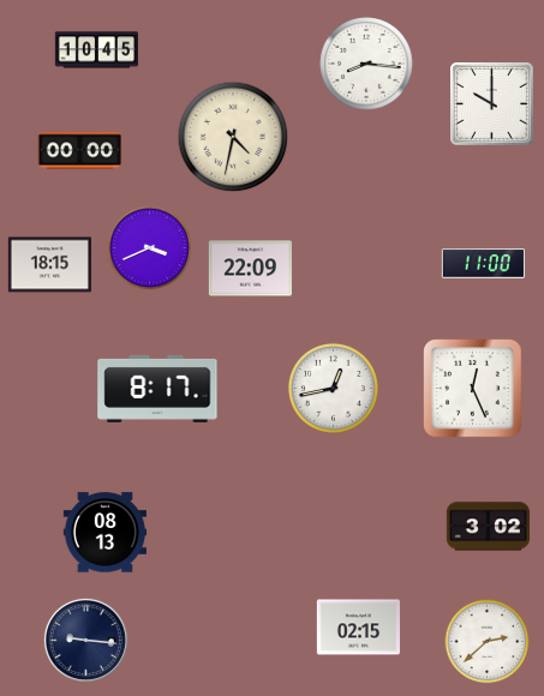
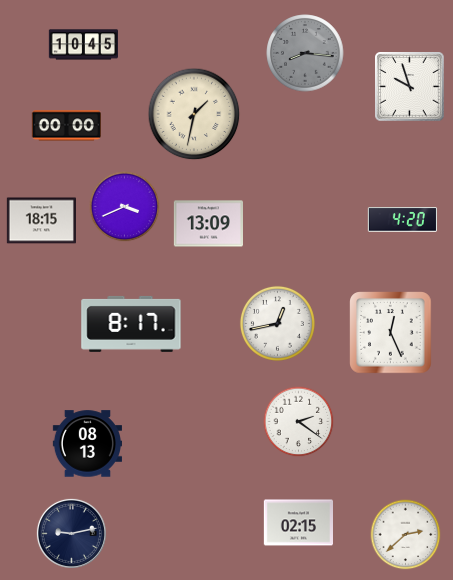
clock at (96, 50) position: (96, 50) -> (83, 45)
clock at (366, 64) dial: white -> grey
clock at (492, 104): 10:00 -> 9:57
clock at (233, 137): 4:32 -> 1:32
clock at (483, 264): 11:00 -> 4:20
clock at (250, 269): 22:09 -> 13:09
clock at (473, 389) position: (473, 389) -> (391, 333)
clock at (299, 422): none -> 2:21
clock at (488, 527): 3:02 -> none
clock at (85, 640): 9:16 -> 9:13
